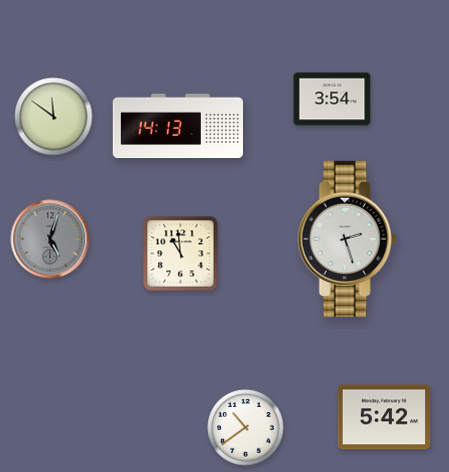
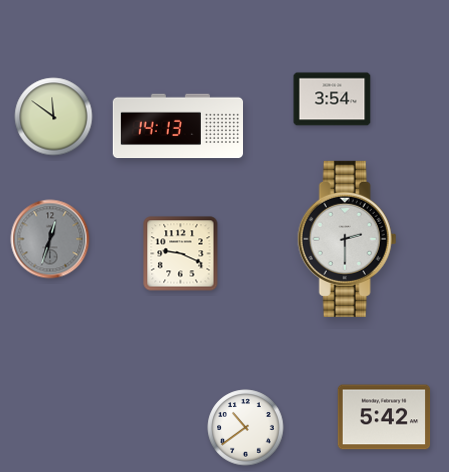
clock at (50, 239): 5:03 -> 12:33
clock at (347, 239): 2:27 -> 2:30
clock at (181, 254): 10:59 -> 9:19
